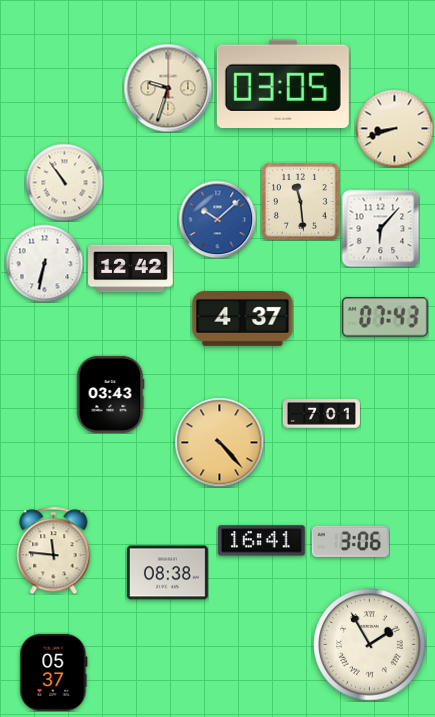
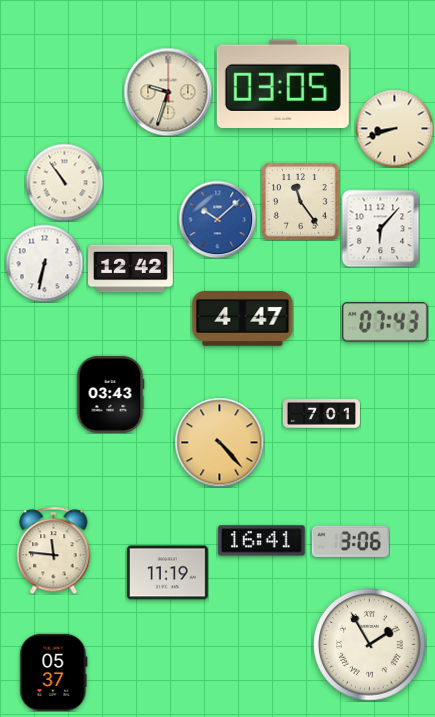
clock at (168, 88) position: (168, 88) -> (168, 92)
clock at (300, 201): 11:29 -> 11:24
clock at (386, 317) position: (386, 317) -> (386, 322)
clock at (243, 319): 4:37 -> 4:47
clock at (167, 573): 08:38 -> 11:19
